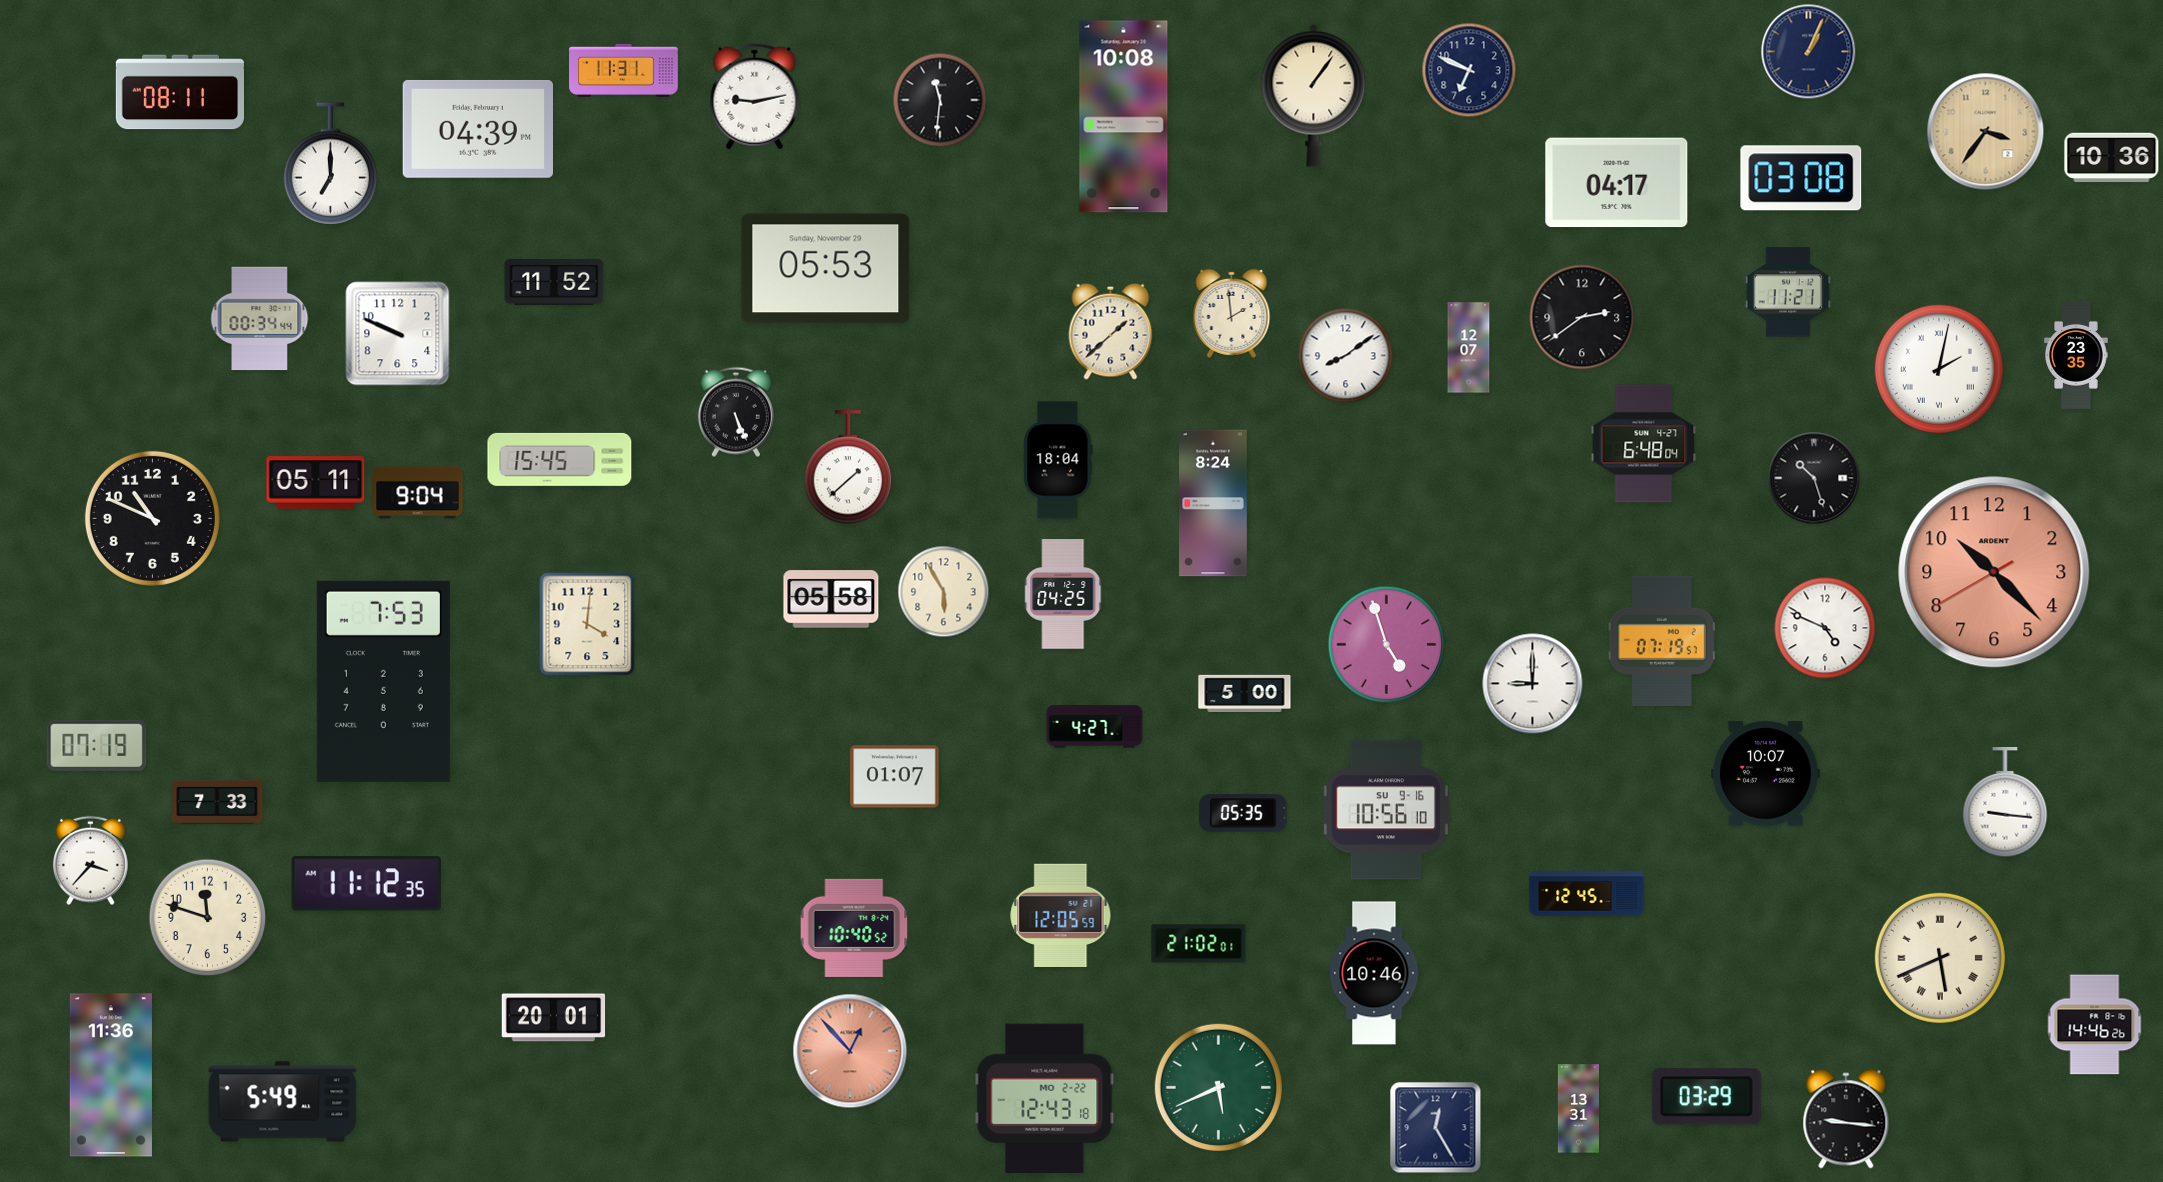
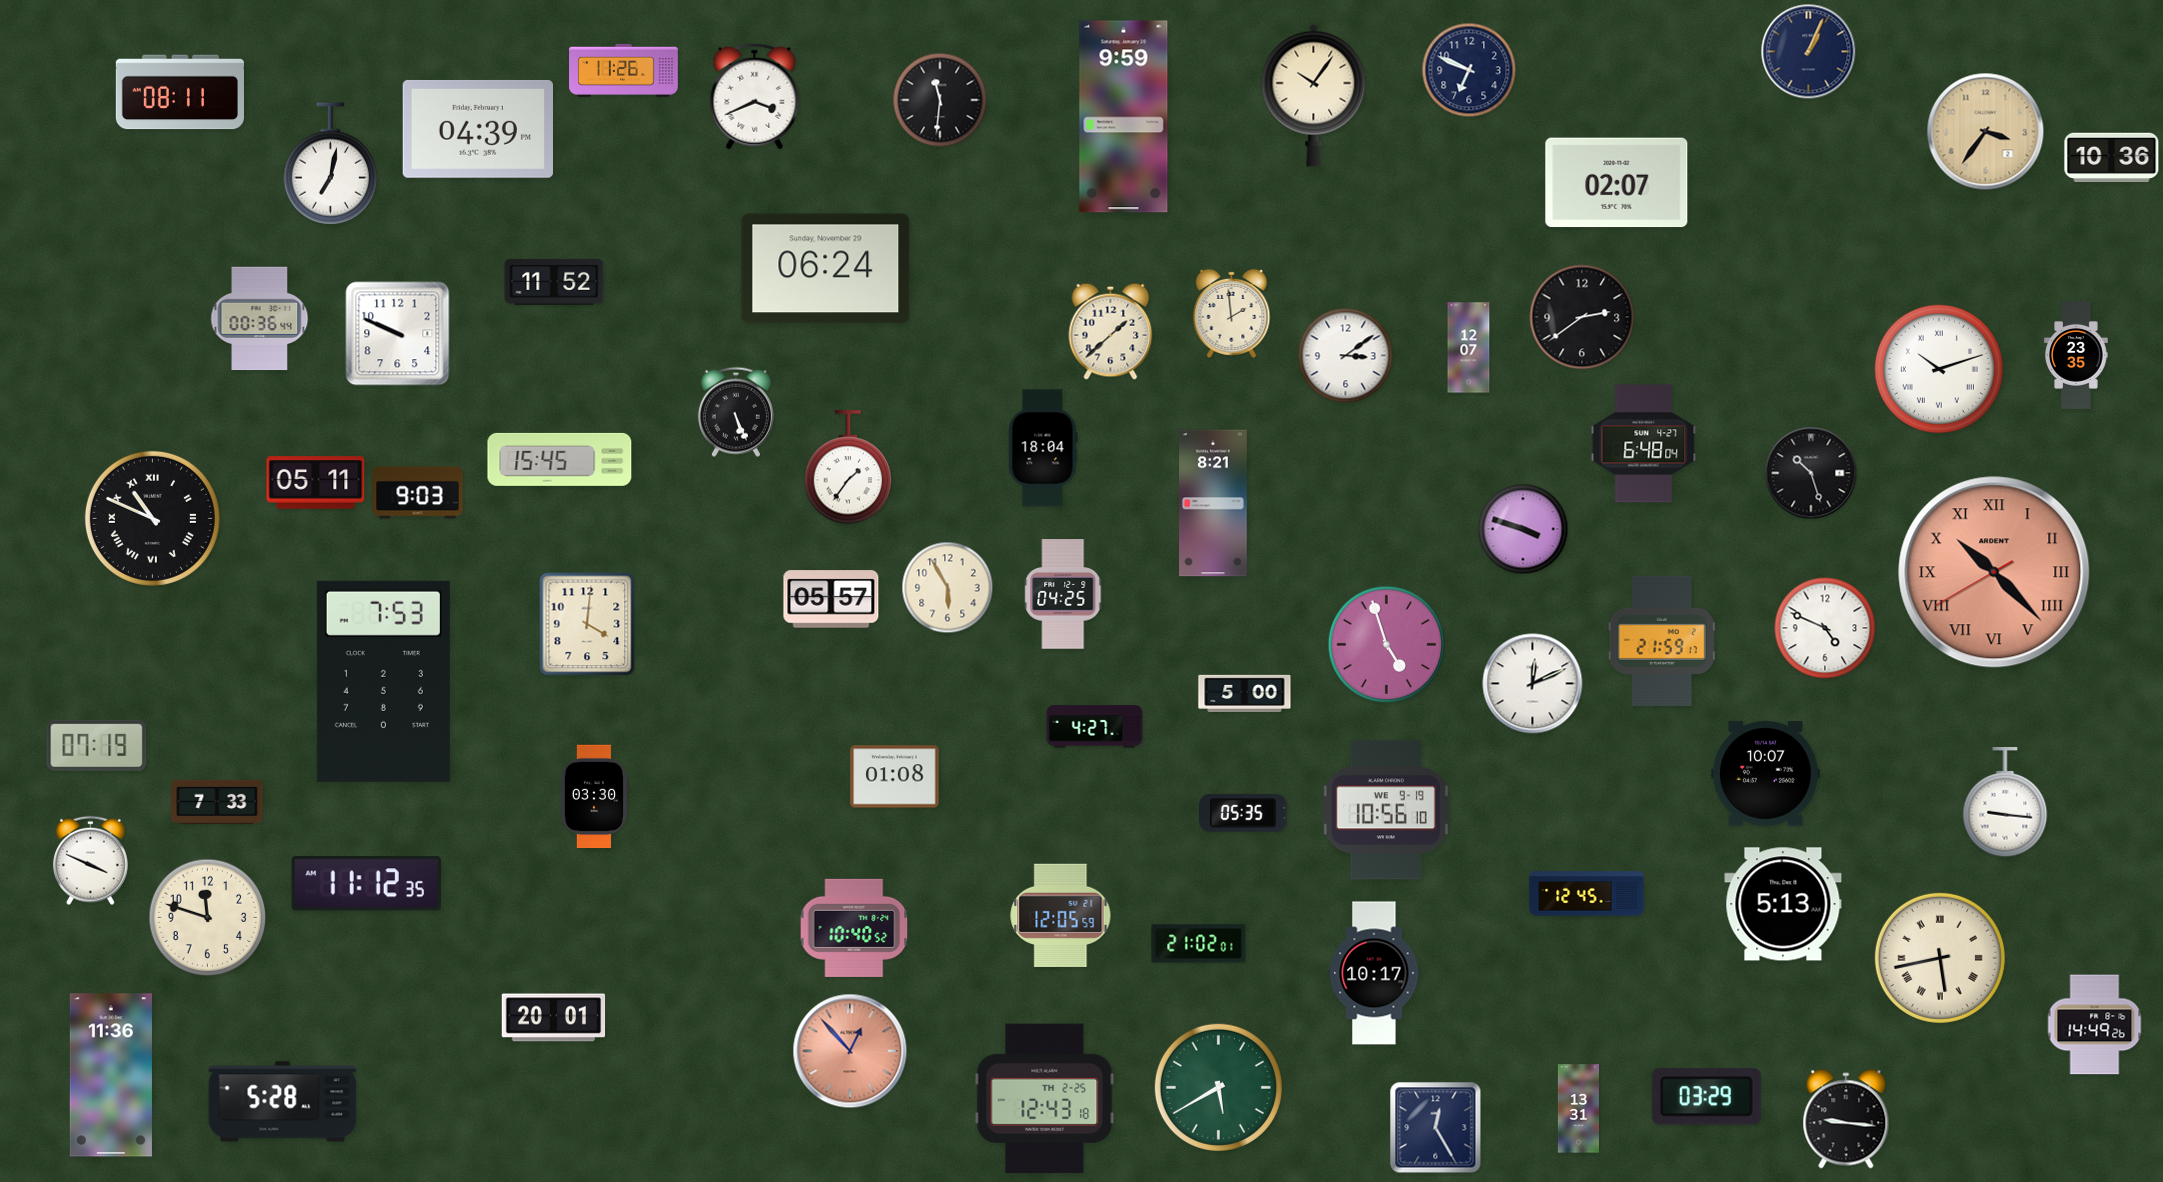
clock at (624, 70): 11:31 -> 11:26
clock at (1314, 95): 1:06 -> 10:06
clock at (755, 97): 9:13 -> 3:41
clock at (1124, 117): 10:08 -> 9:59
clock at (330, 164): 7:00 -> 7:02
clock at (1801, 178): 03:08 -> none
clock at (1617, 183): 04:17 -> 02:07
clock at (826, 269): 05:53 -> 06:24
clock at (1787, 292): 11:21 -> none
clock at (260, 319): 00:34 -> 00:36
clock at (1346, 356): 8:09 -> 3:09
clock at (1939, 369): 2:02 -> 10:12
clock at (1058, 460) position: (1058, 460) -> (1043, 448)
clock at (848, 467): 1:38 -> 1:36
clock at (1814, 478) position: (1814, 478) -> (1811, 473)
clock at (418, 493): 9:04 -> 9:03
clock at (1214, 503): 8:24 -> 8:21
clock at (152, 518) numerals: Arabic -> Roman
clock at (1523, 529): none -> 3:48
clock at (1994, 572) numerals: Arabic -> Roman
clock at (944, 592) position: (944, 592) -> (948, 588)
clock at (831, 599): 05:58 -> 05:57
clock at (1662, 641): 07:19 -> 21:59
clock at (1533, 684): 9:00 -> 12:11
clock at (895, 777): 01:07 -> 01:08
clock at (594, 797): none -> 03:30
clock at (1386, 810) date: SU 9-16 -> WE 9-19
clock at (90, 861): 3:37 -> 3:49
clock at (1783, 904): none -> 5:13
clock at (1940, 958): 5:41 -> 5:43
clock at (1374, 973): 10:46 -> 10:17
clock at (2095, 1025): 14:46 -> 14:49
clock at (1218, 1087): 5:41 -> 5:40
clock at (1045, 1099) date: MO 2-22 -> TH 2-25
clock at (283, 1102): 5:49 -> 5:28
